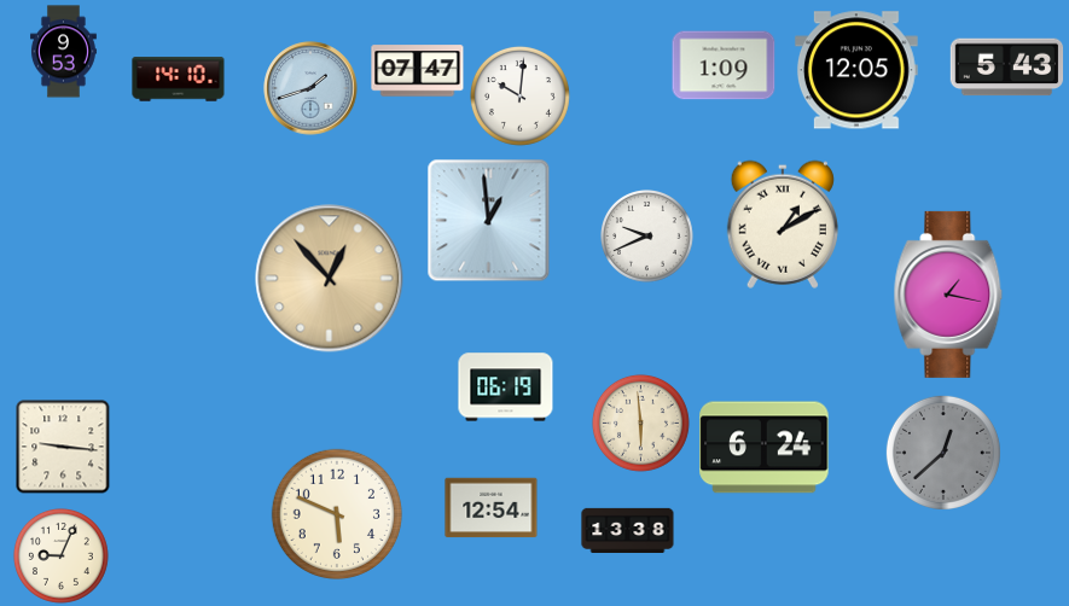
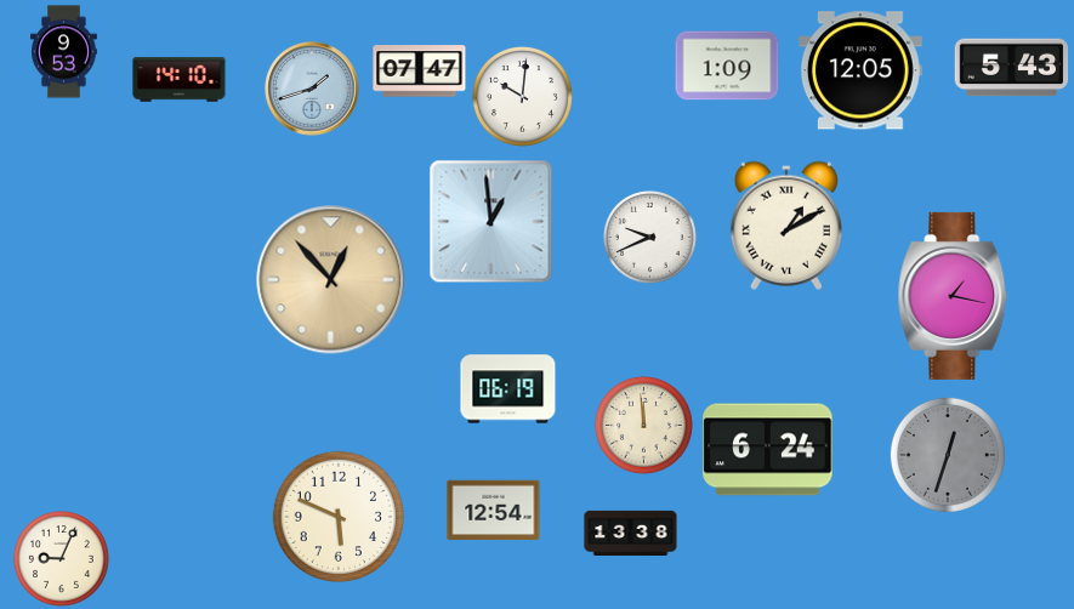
clock at (640, 423): 5:59 -> 11:59
clock at (63, 447): 9:16 -> none
clock at (943, 453): 12:38 -> 12:33
